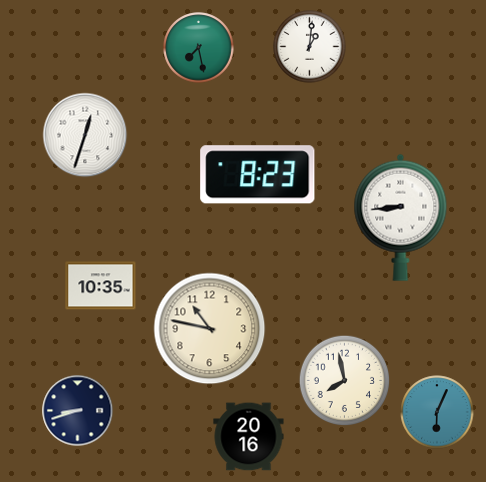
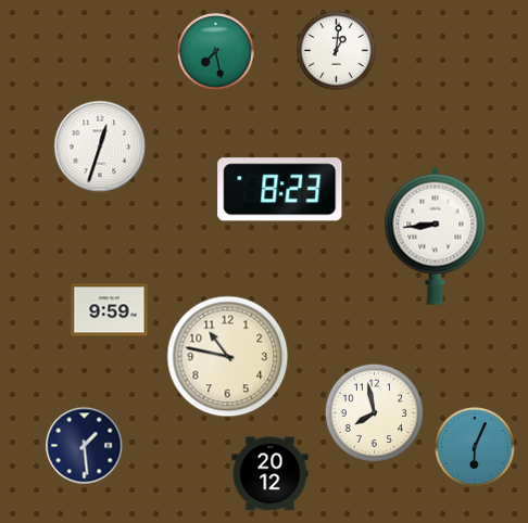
clock at (85, 135) position: (85, 135) -> (100, 146)
clock at (101, 286): 10:35 -> 9:59
clock at (78, 411): 8:42 -> 1:29
clock at (249, 437): 20:16 -> 20:12
